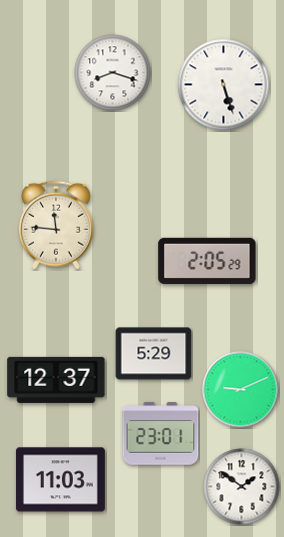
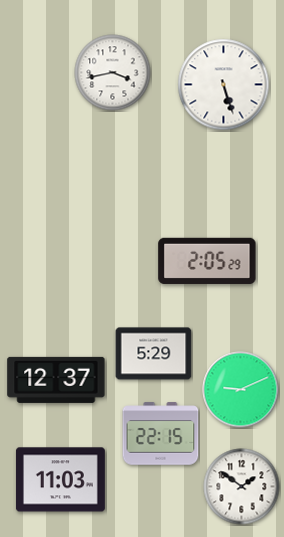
clock at (113, 73): 8:18 -> 3:43
clock at (56, 225): 11:46 -> none
clock at (161, 434): 23:01 -> 22:15
